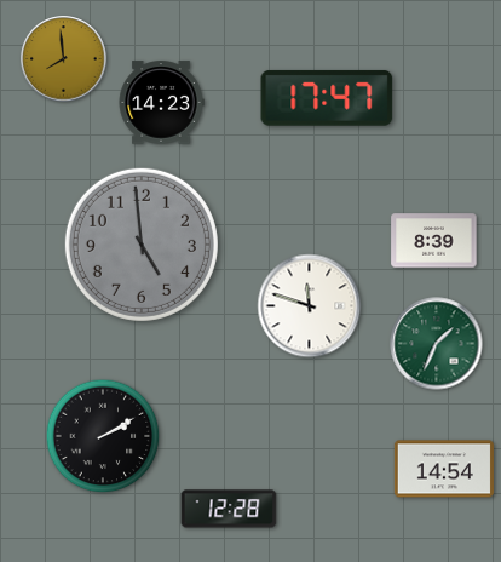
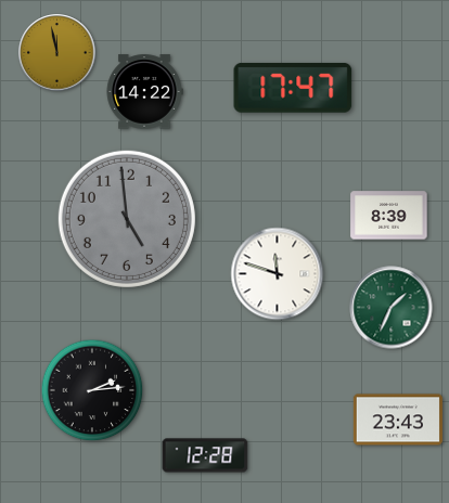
clock at (64, 59): 7:59 -> 11:58
clock at (161, 103): 14:23 -> 14:22
clock at (103, 436): 2:10 -> 2:14
clock at (444, 469): 14:54 -> 23:43
